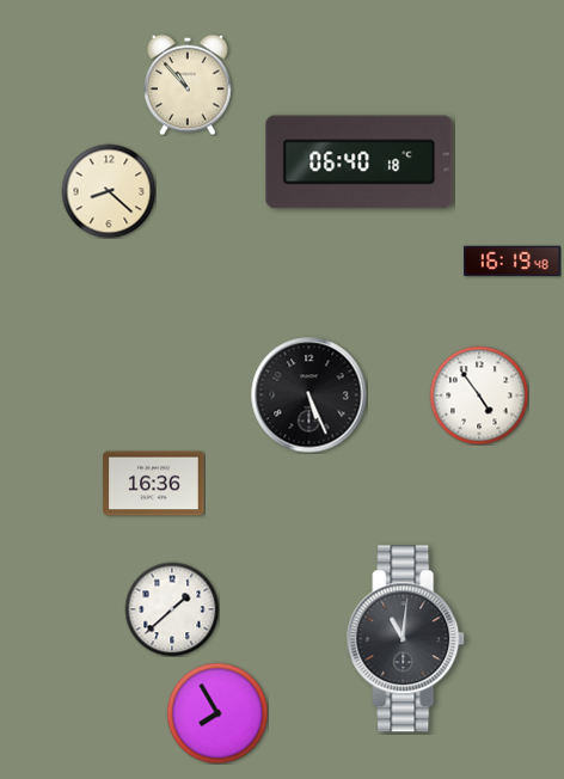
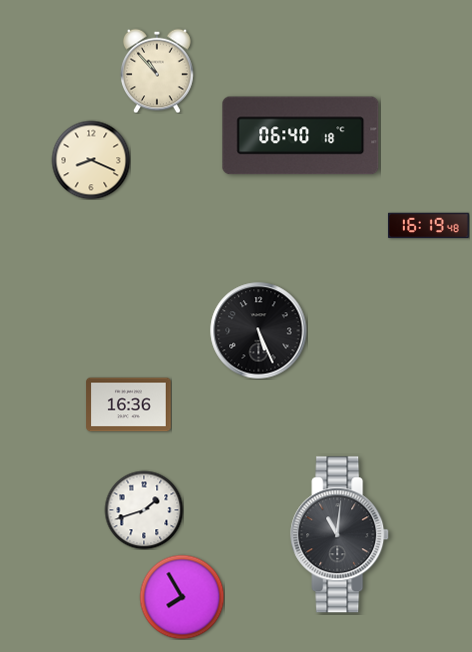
clock at (109, 191): 8:22 -> 8:19
clock at (511, 262) position: (511, 262) -> (428, 226)
clock at (479, 395): 4:54 -> none
clock at (172, 609): 1:38 -> 1:42
